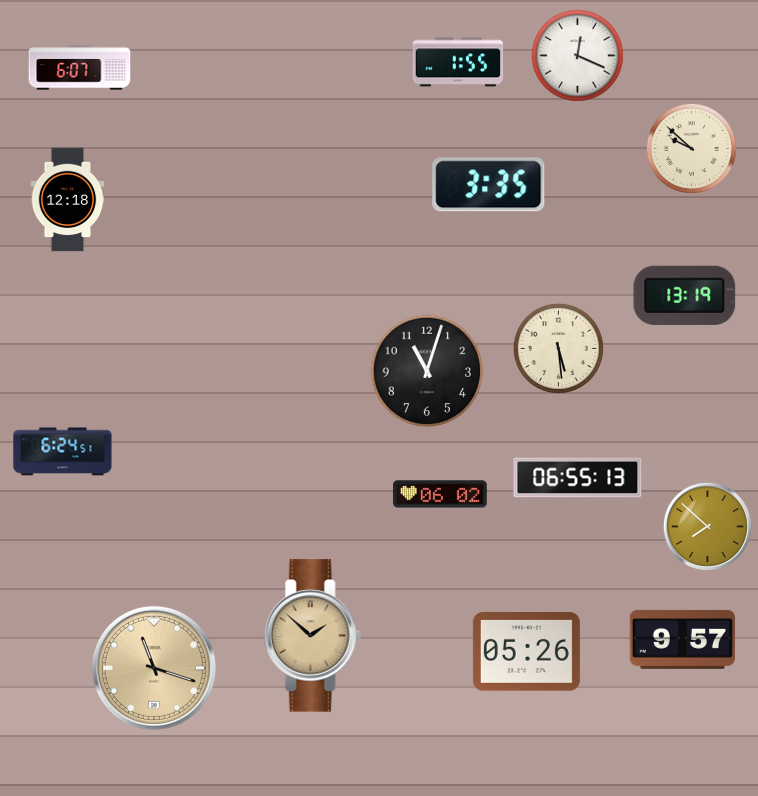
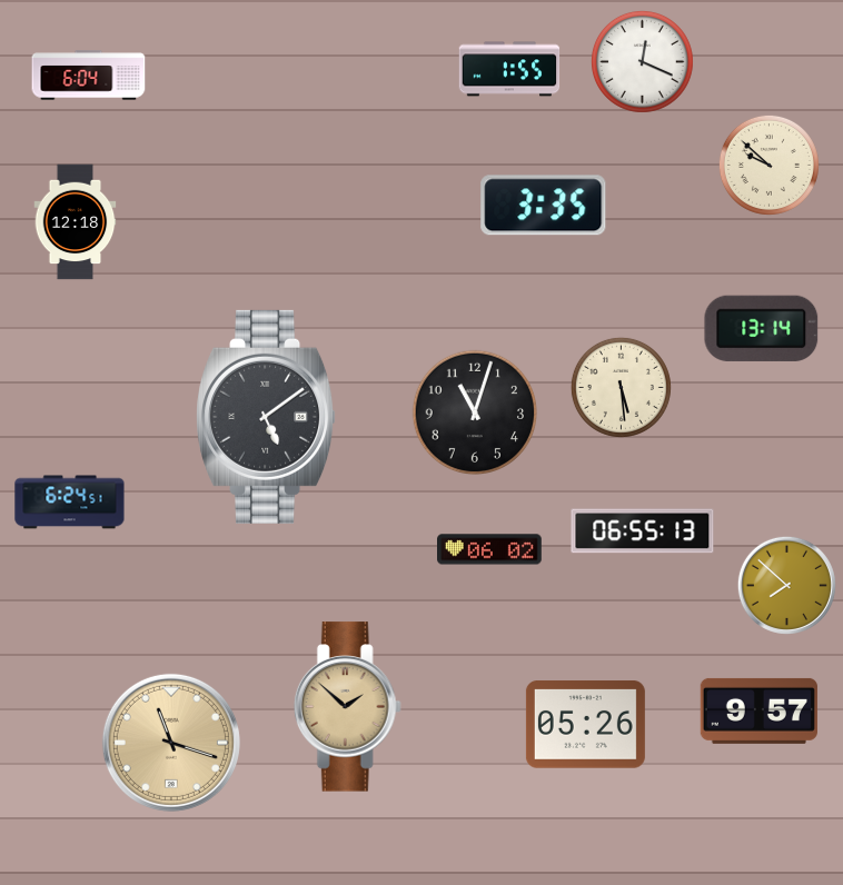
clock at (80, 68): 6:07 -> 6:04
clock at (685, 295): 13:19 -> 13:14
clock at (266, 417): none -> 5:09
